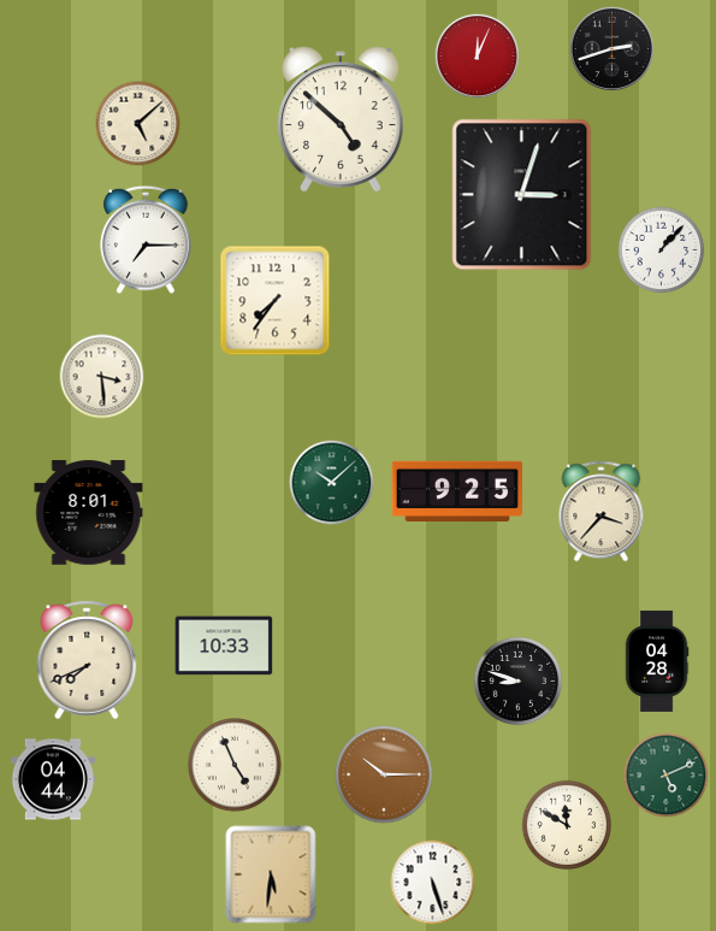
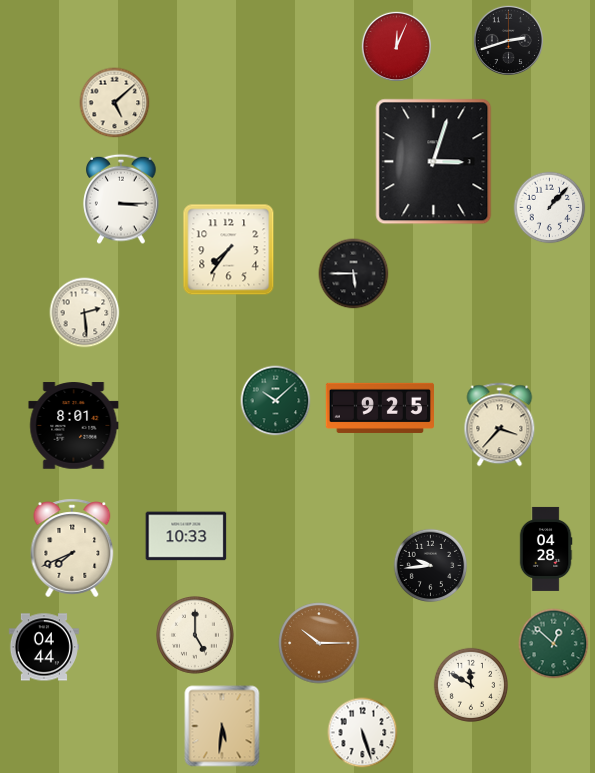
clock at (342, 119): 4:52 -> none
clock at (146, 240): 7:15 -> 3:15
clock at (354, 274): none -> 5:45
clock at (102, 377): 3:29 -> 2:29
clock at (519, 682): 8:48 -> 9:44
clock at (236, 766): 4:56 -> 5:00
clock at (667, 776): 5:11 -> 12:52
clock at (271, 874) position: (271, 874) -> (222, 726)
clock at (433, 883) position: (433, 883) -> (363, 733)
